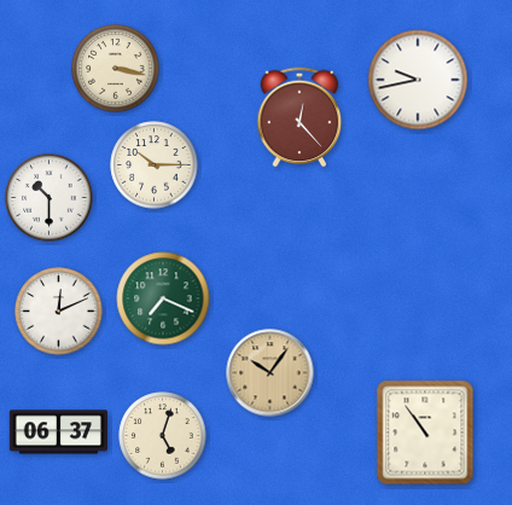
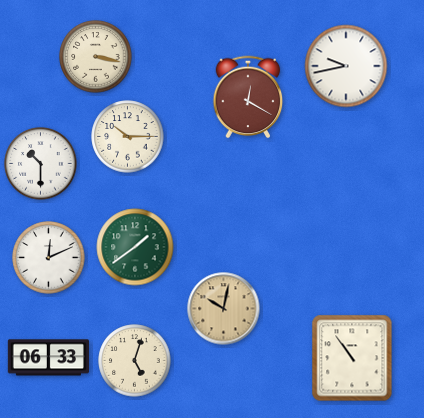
clock at (299, 117): 12:23 -> 12:20
clock at (163, 298): 7:19 -> 1:39
clock at (270, 373): 10:06 -> 10:02
clock at (58, 433): 06:37 -> 06:33
